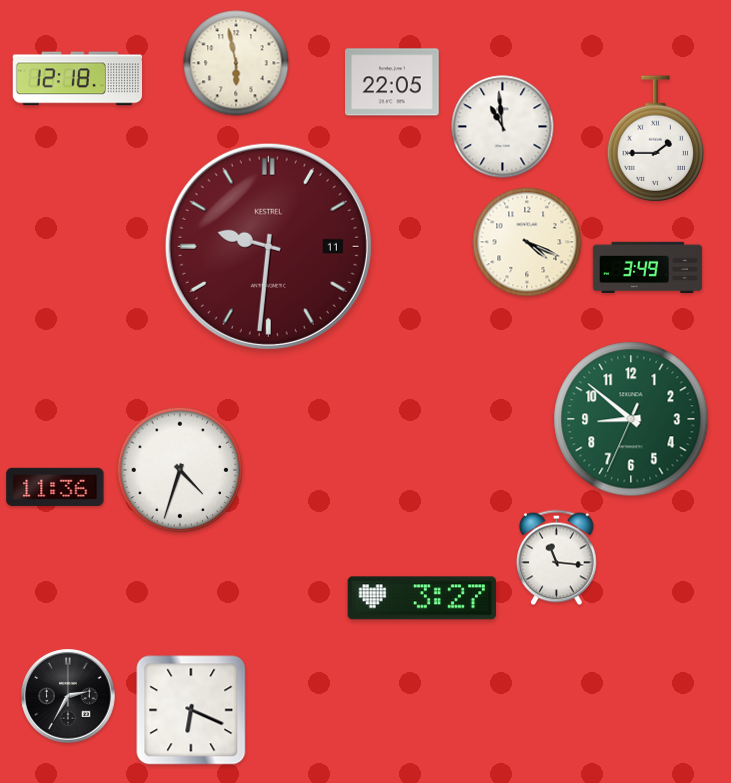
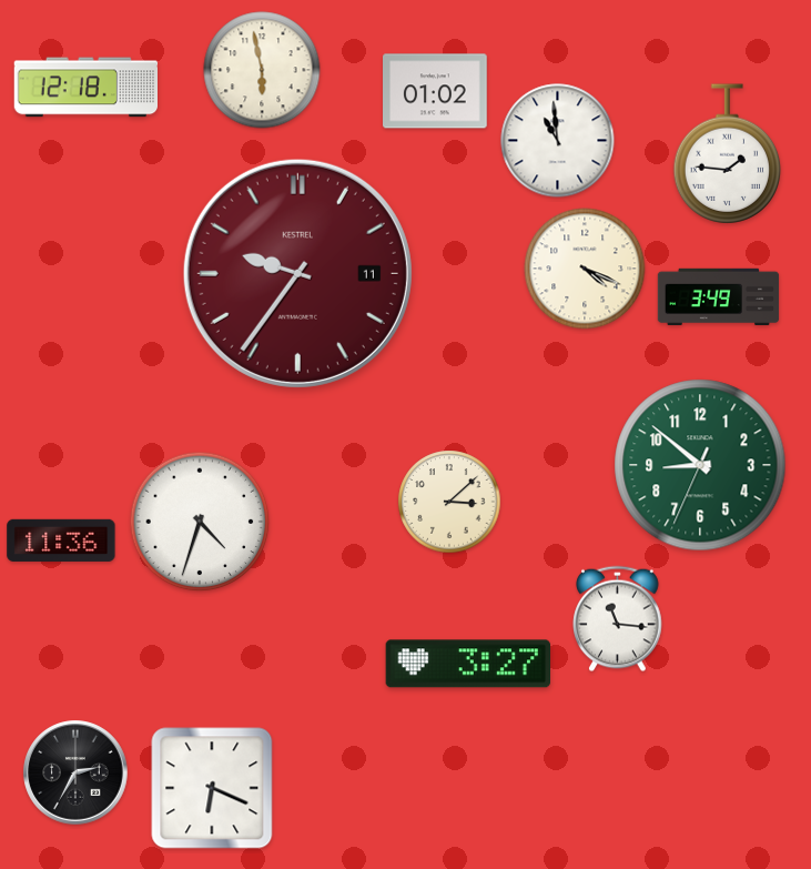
clock at (393, 82): 22:05 -> 01:02
clock at (656, 139): 1:45 -> 1:46
clock at (268, 246): 9:31 -> 9:36
clock at (449, 502): none -> 3:08
